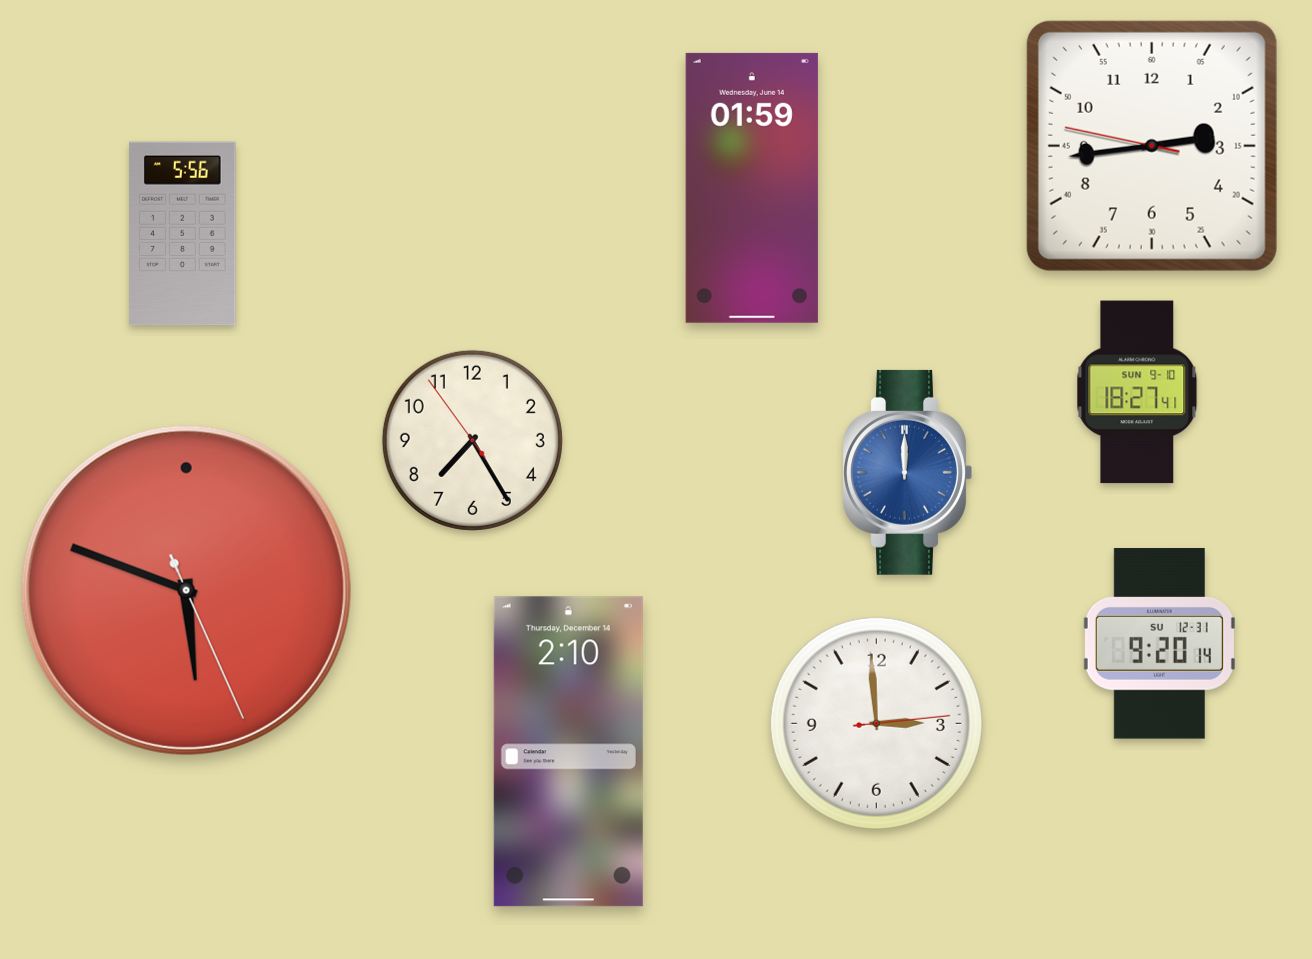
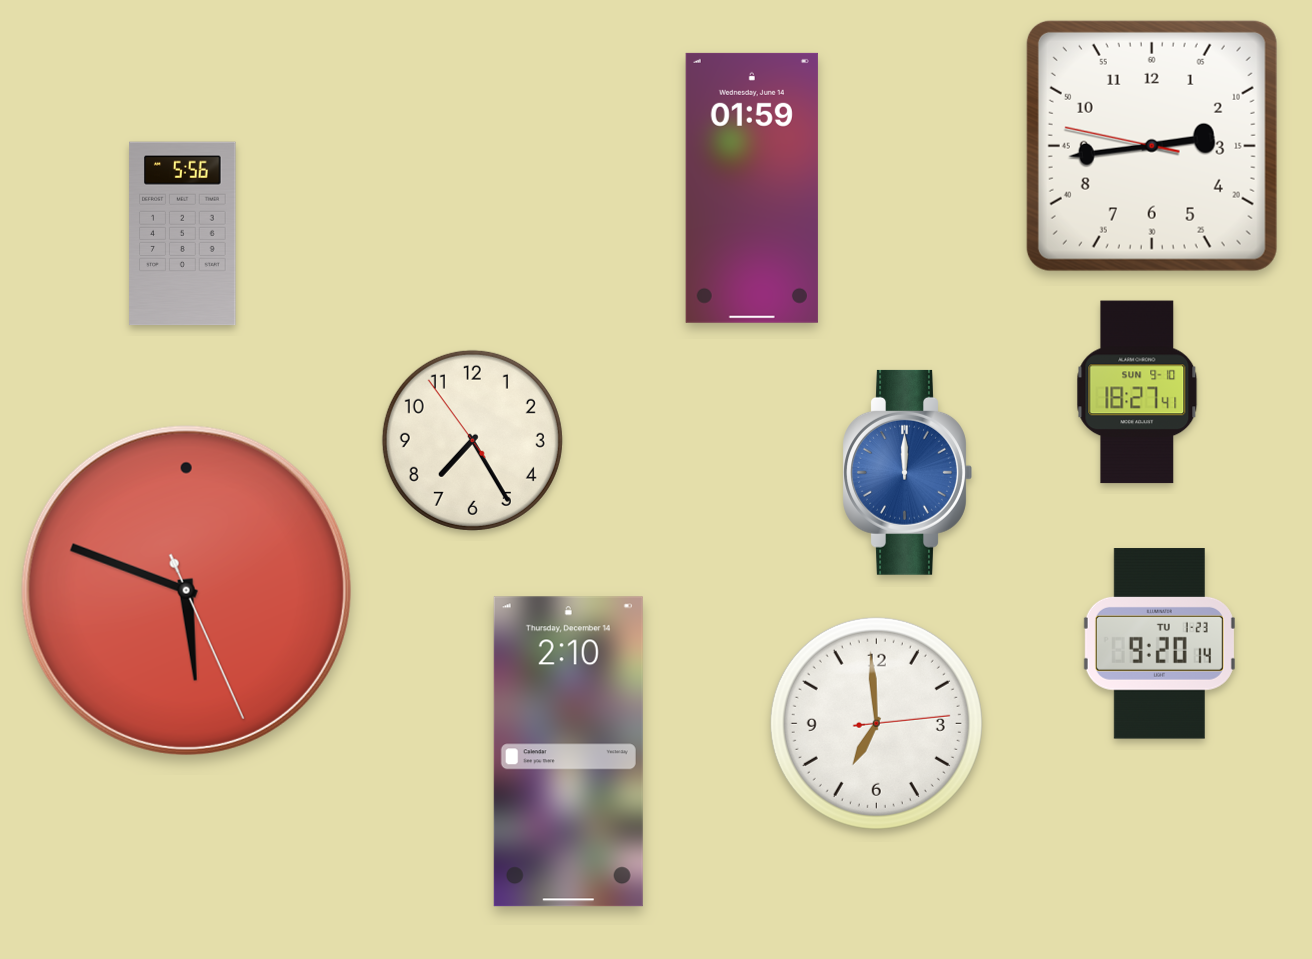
clock at (1159, 644) date: SU 12-31 -> TU 1-23
clock at (876, 723): 2:59 -> 6:59
